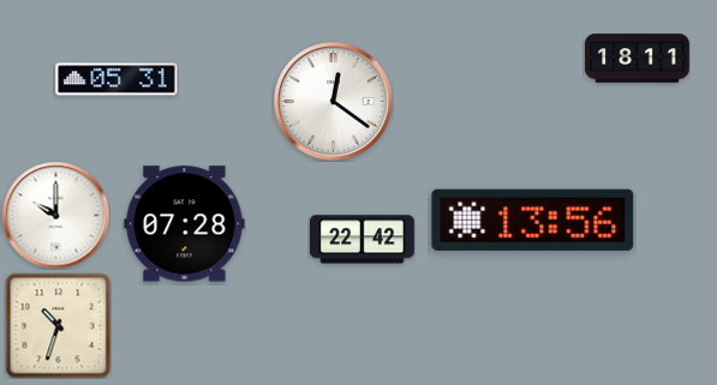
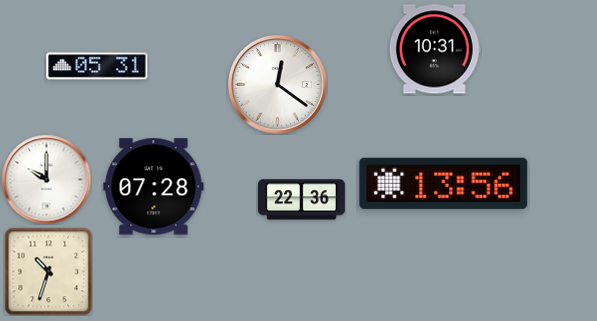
clock at (435, 49): none -> 10:31
clock at (638, 59): 18:11 -> none
clock at (362, 240): 22:42 -> 22:36
